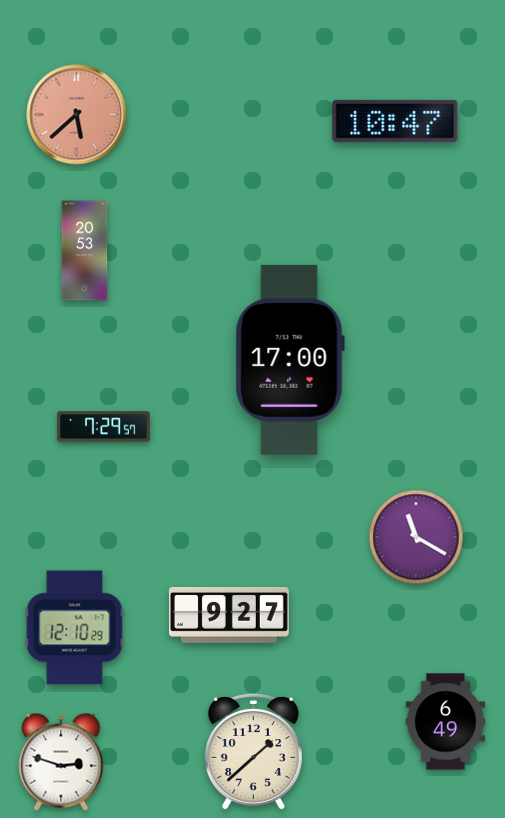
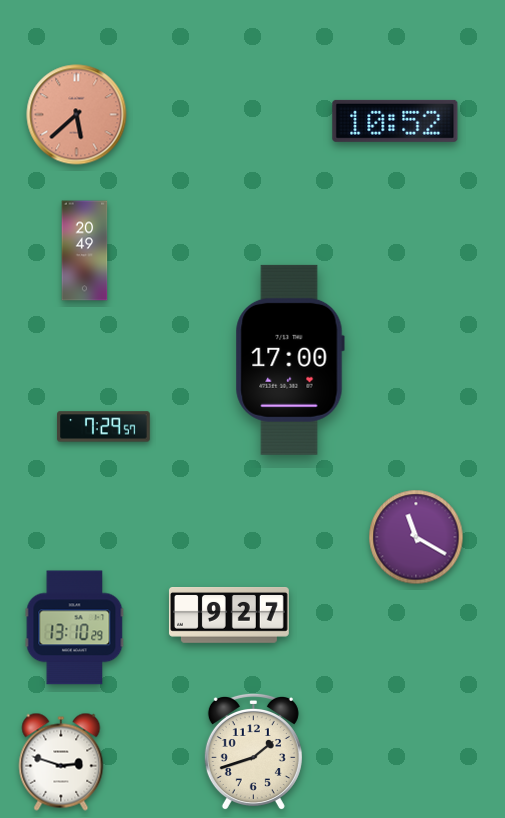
clock at (395, 121): 10:47 -> 10:52
clock at (85, 251): 20:53 -> 20:49
clock at (75, 628): 12:10 -> 13:10
clock at (446, 722): 6:49 -> none
clock at (253, 752): 1:38 -> 1:42
